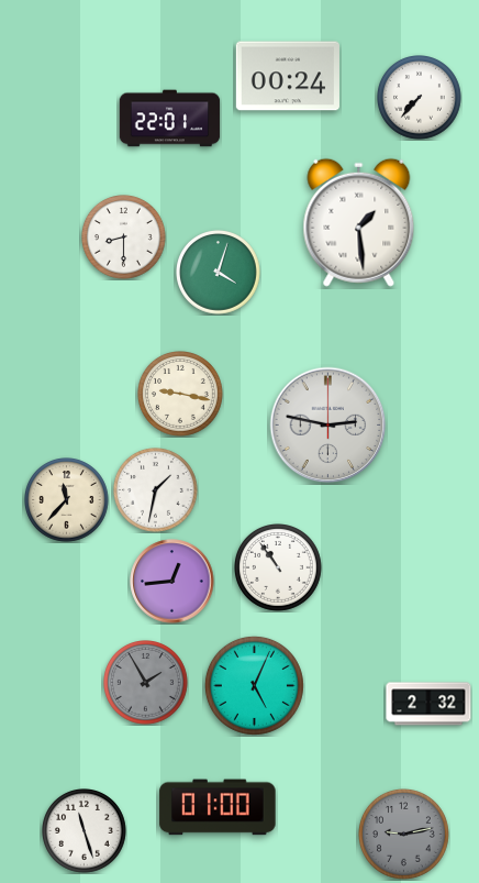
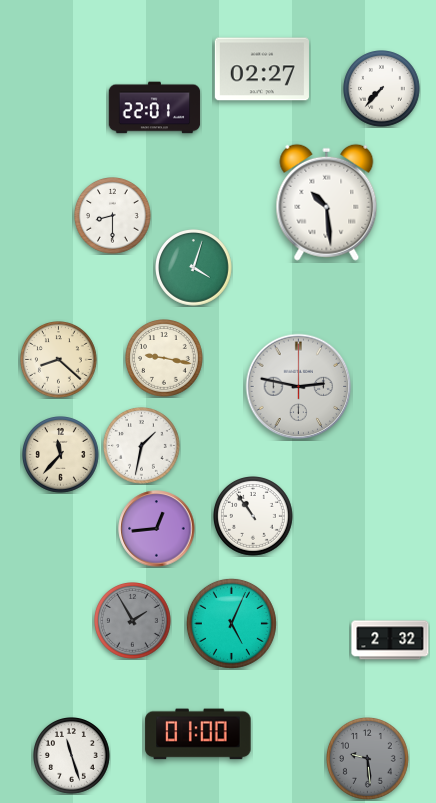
clock at (288, 76): 00:24 -> 02:27
clock at (359, 222): 1:29 -> 10:29
clock at (219, 273) position: (219, 273) -> (194, 268)
clock at (59, 360): none -> 8:22
clock at (85, 831) position: (85, 831) -> (72, 756)
clock at (403, 834): 9:13 -> 9:29
